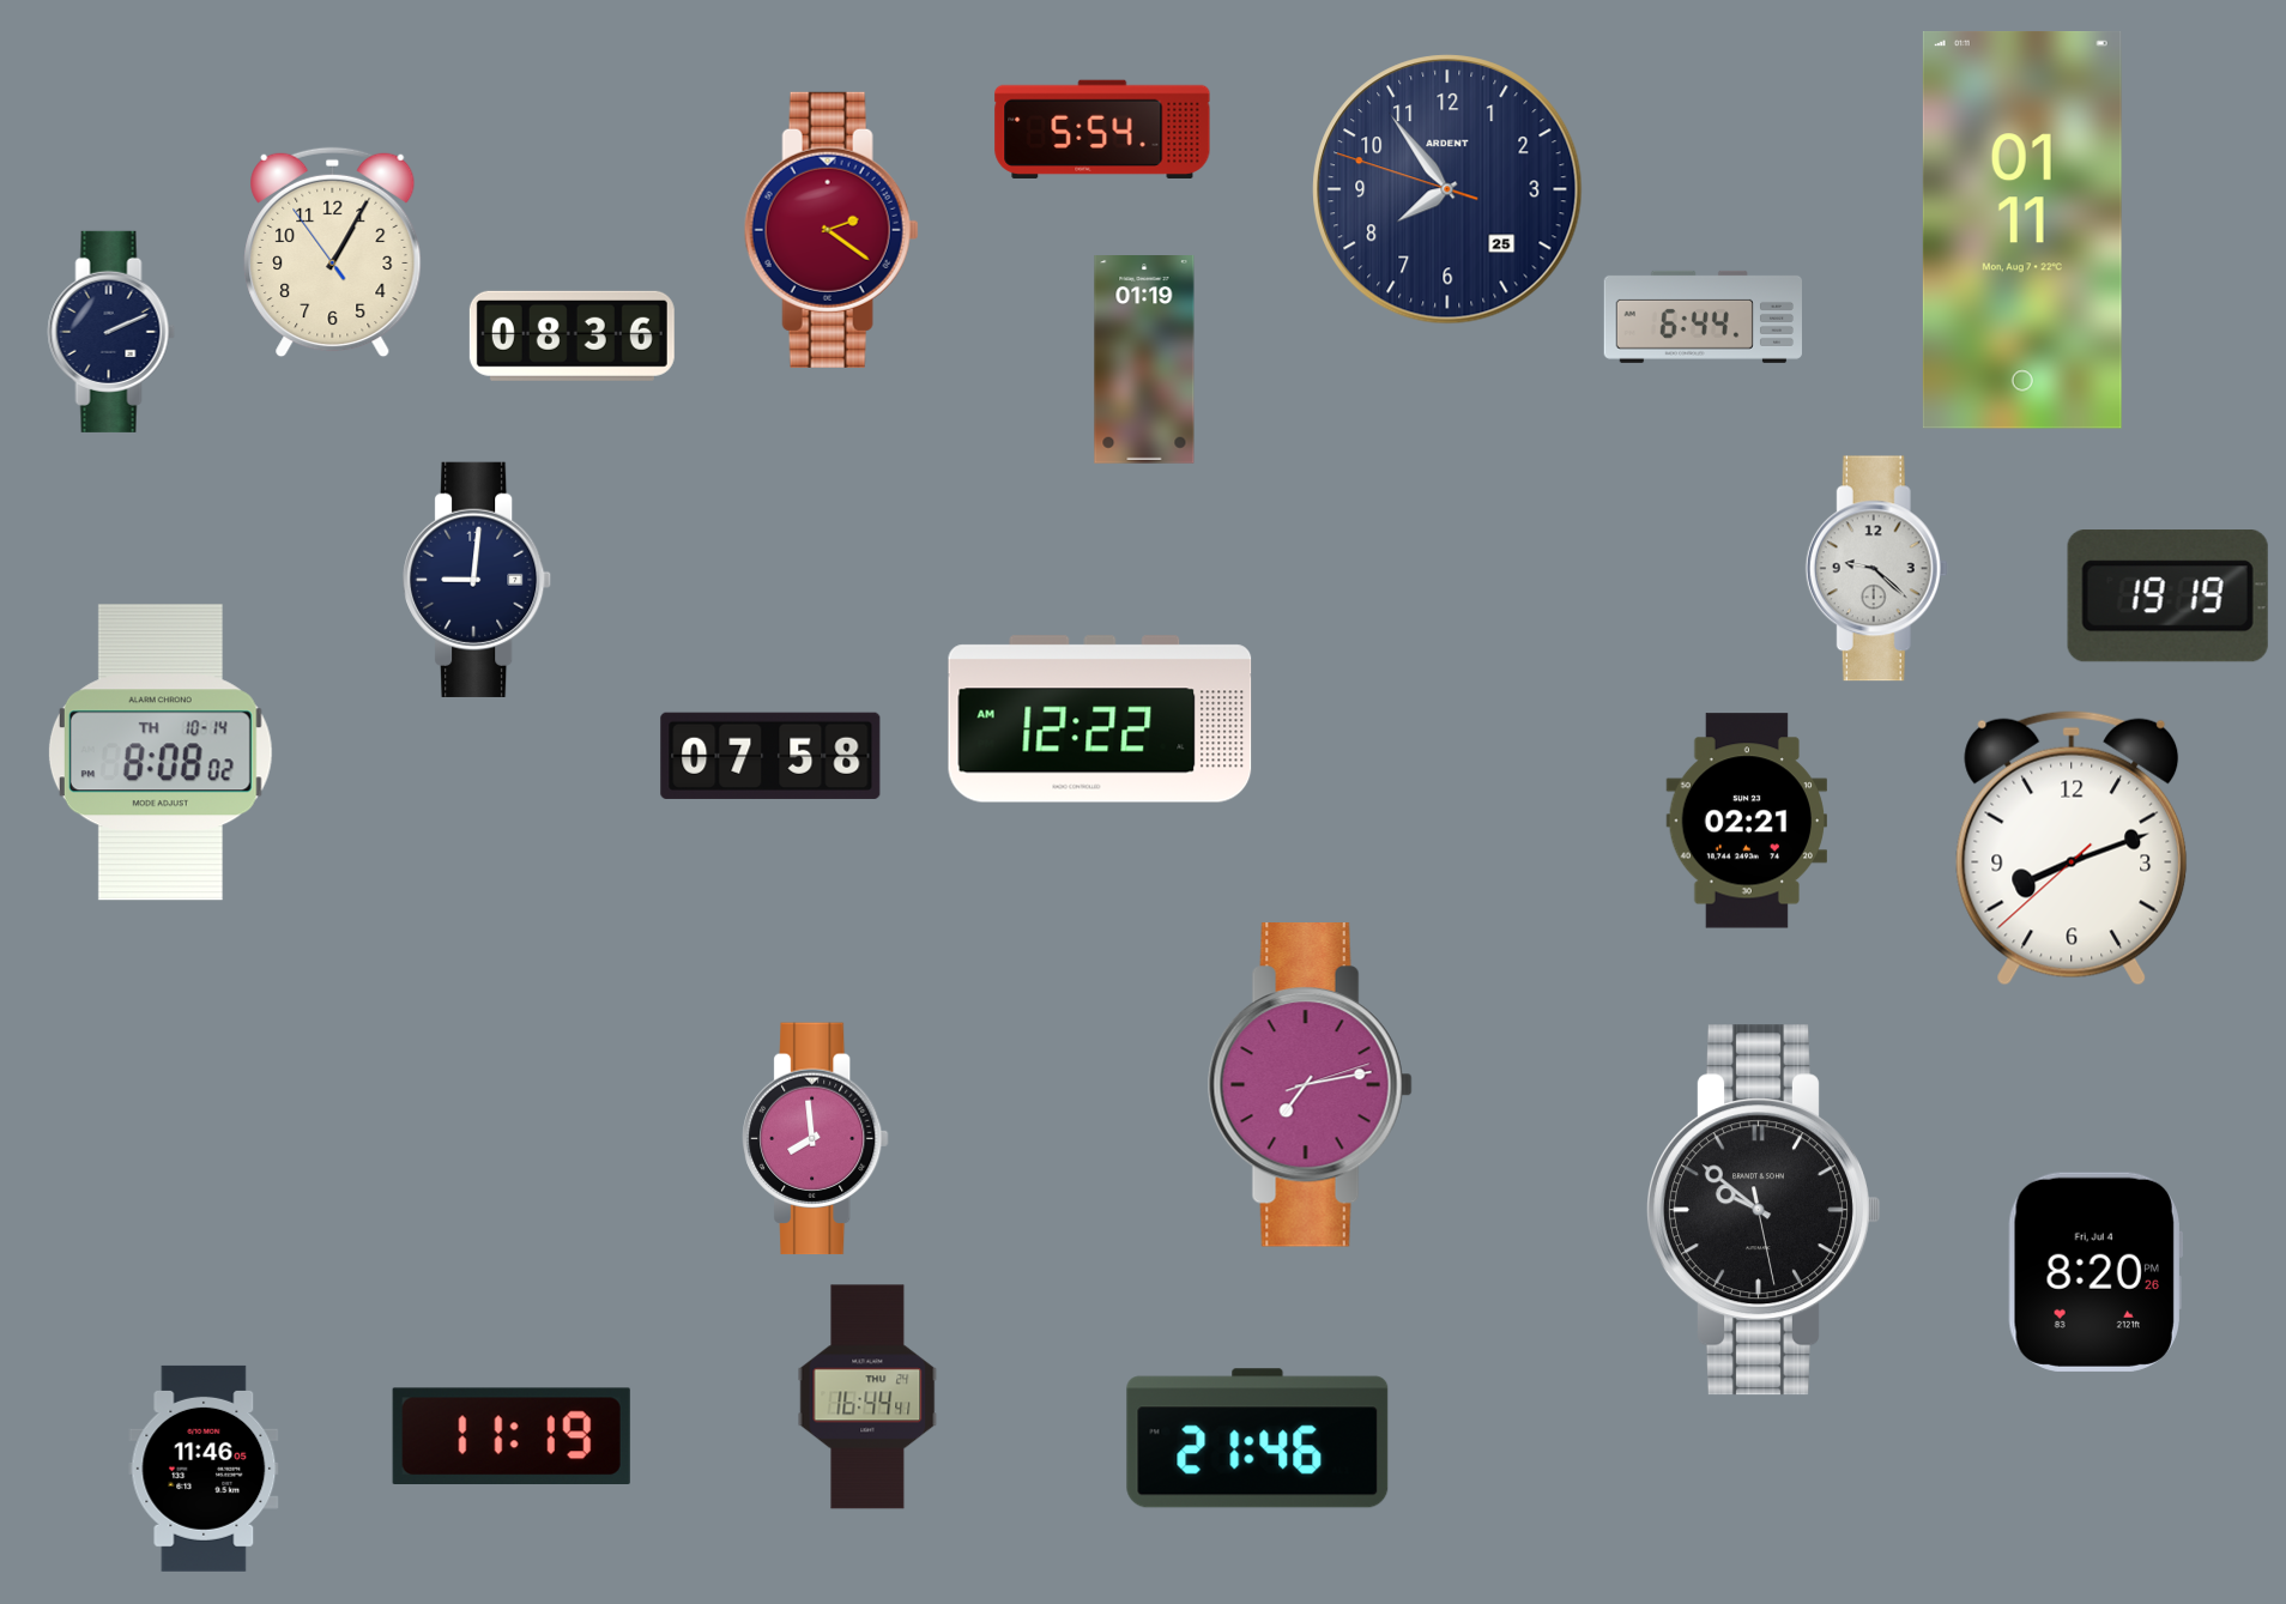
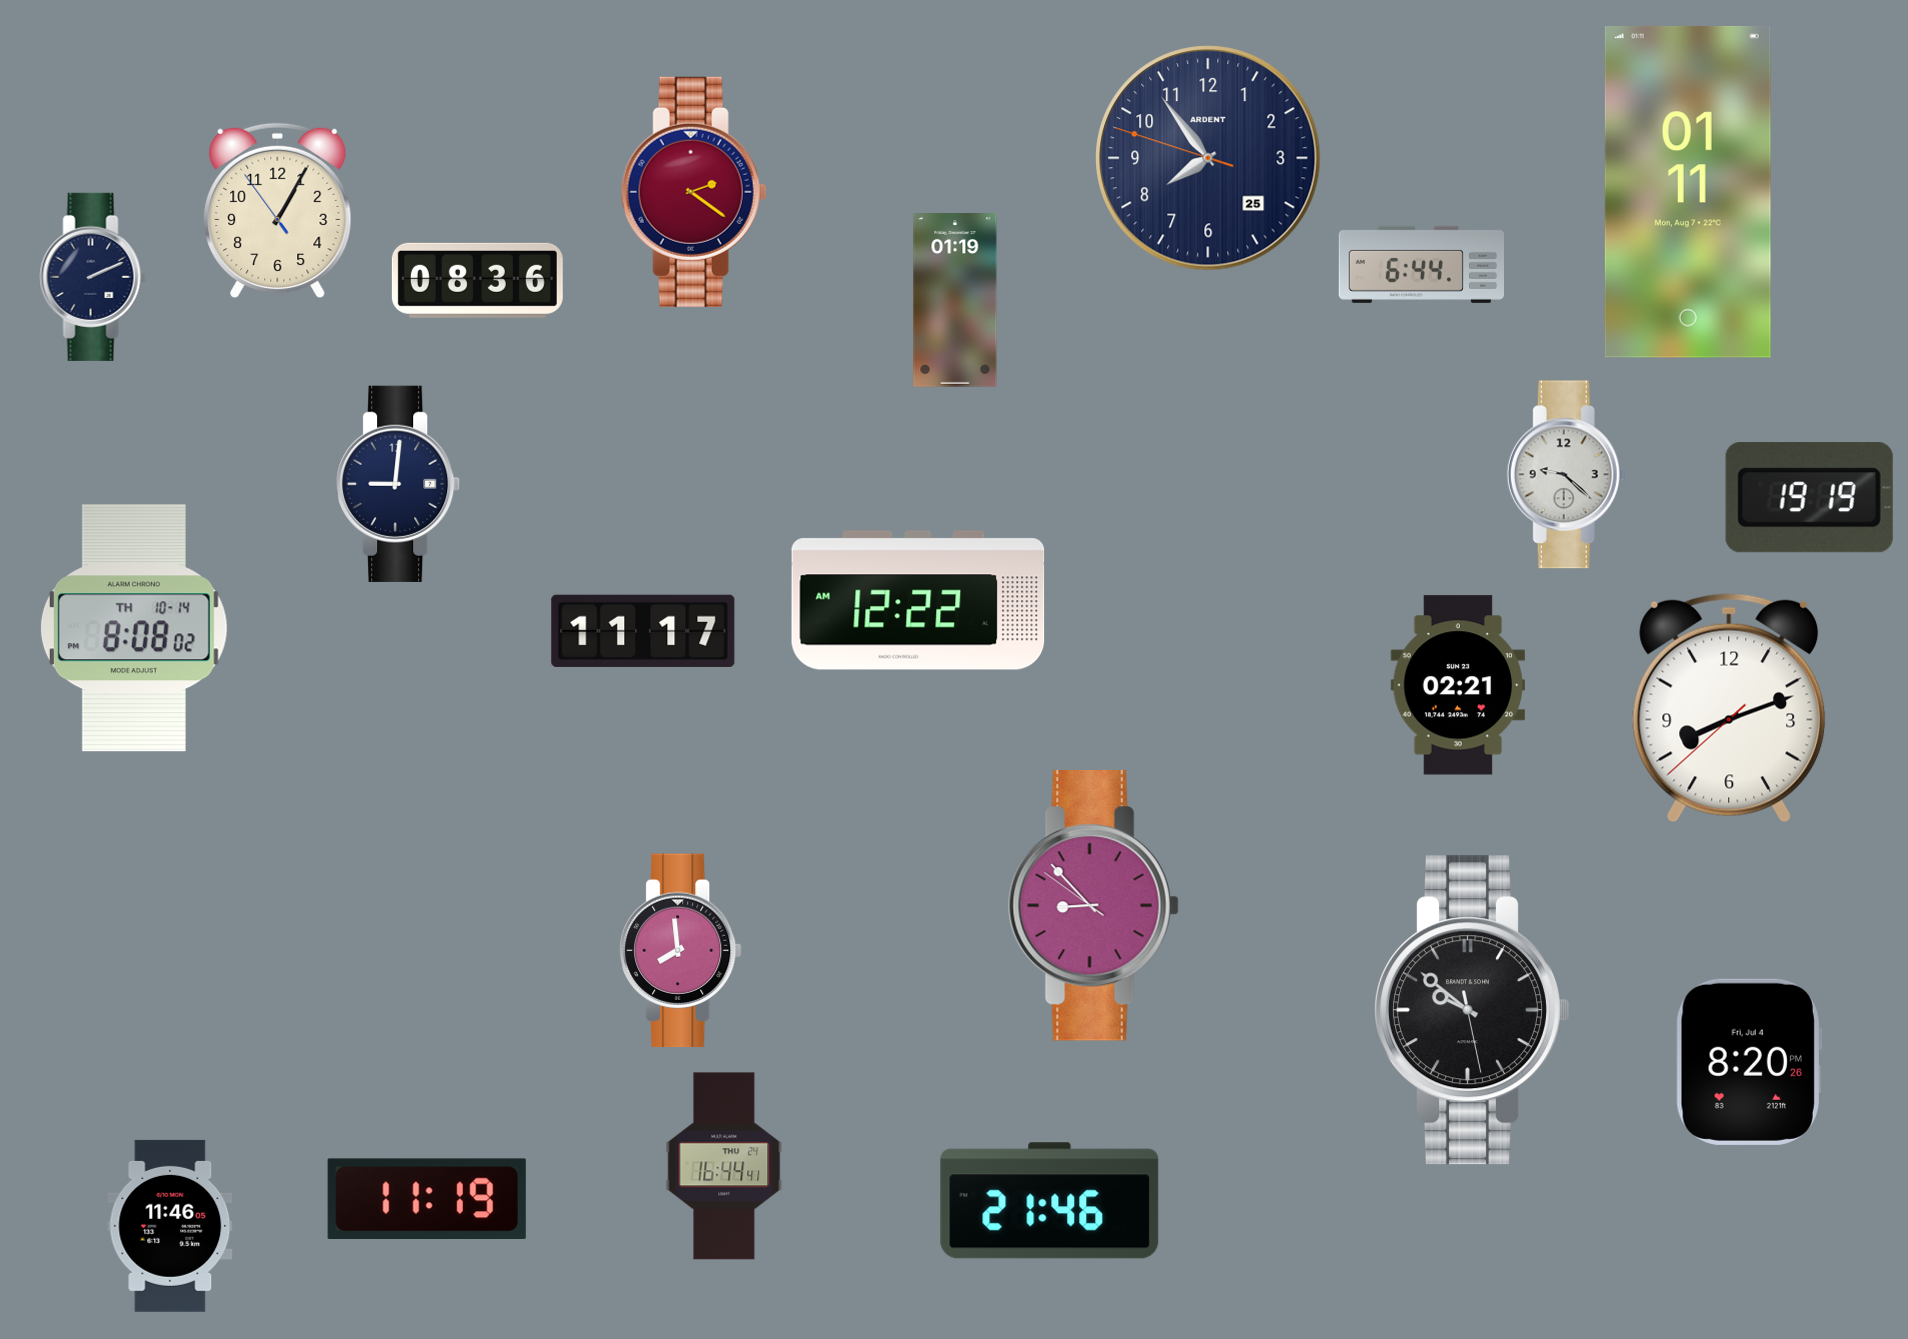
clock at (1102, 129): 5:54 -> none
clock at (770, 756): 07:58 -> 11:17
clock at (1310, 1085): 7:13 -> 8:52
